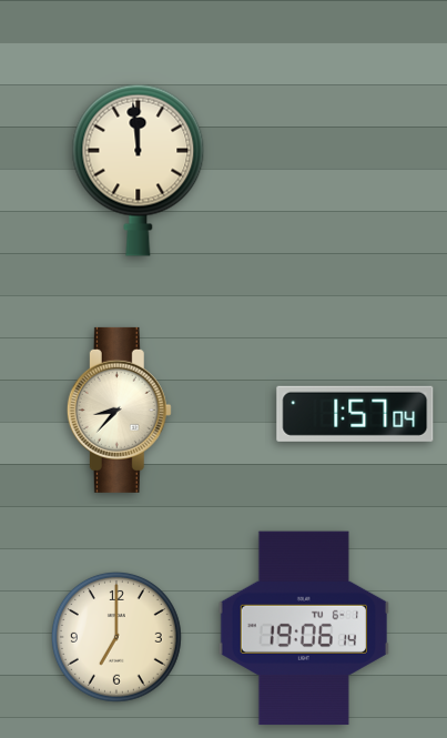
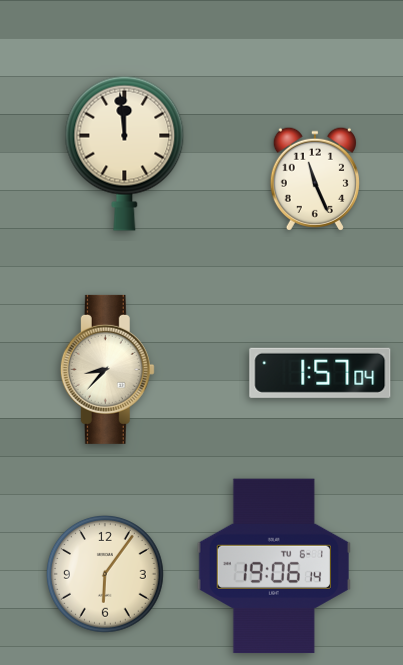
clock at (315, 179): none -> 11:26
clock at (116, 637): 7:00 -> 6:06
